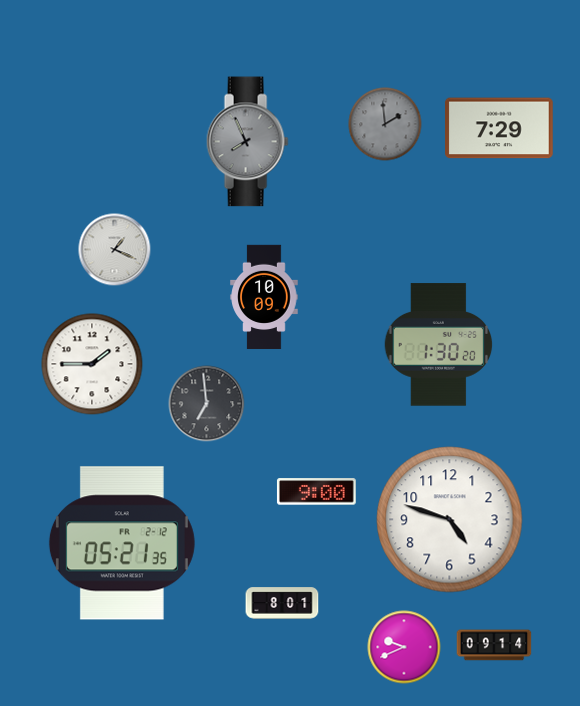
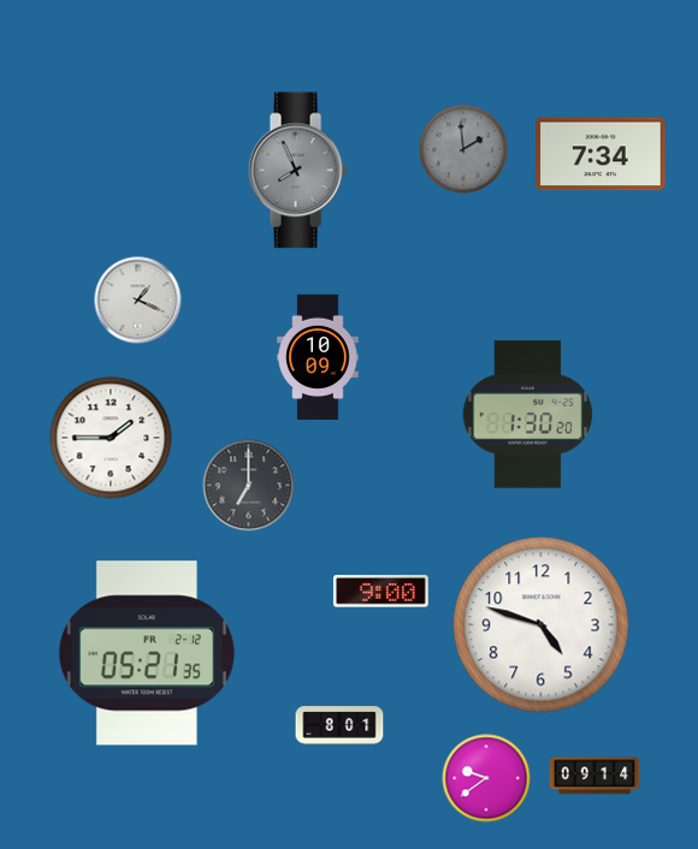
clock at (500, 128): 7:29 -> 7:34
clock at (207, 404): 6:59 -> 7:00
clock at (404, 647): 9:41 -> 9:39
